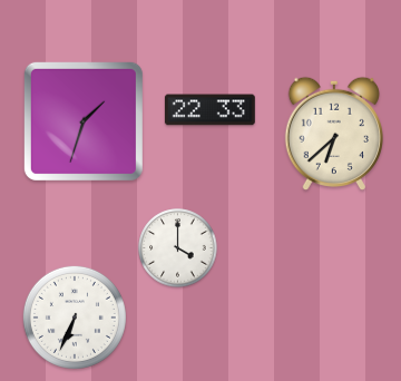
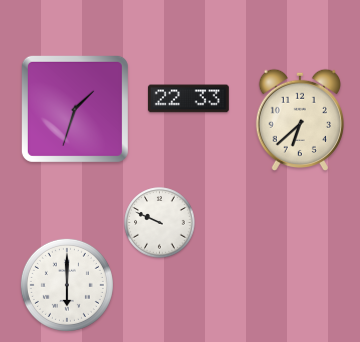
clock at (178, 248): 4:00 -> 9:49
clock at (75, 317): 6:34 -> 6:00
